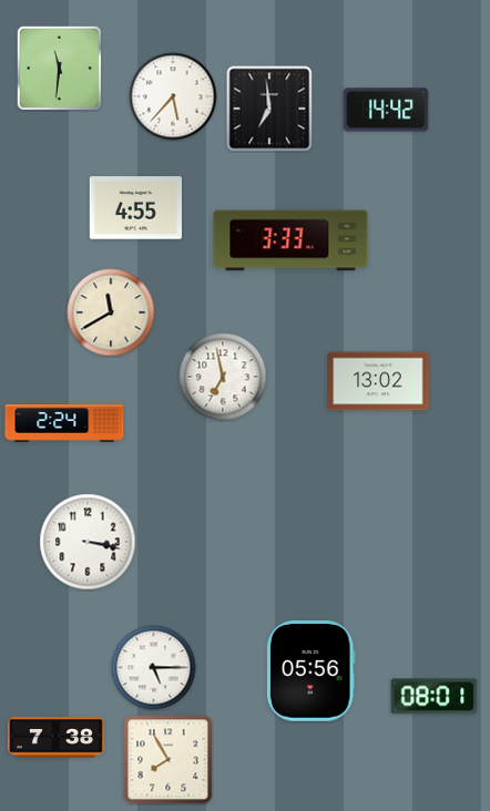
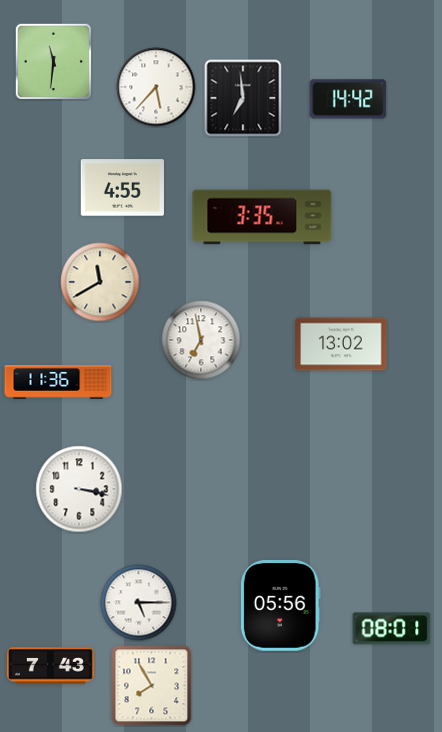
clock at (290, 240): 3:33 -> 3:35
clock at (64, 423): 2:24 -> 11:36
clock at (55, 738): 7:38 -> 7:43
